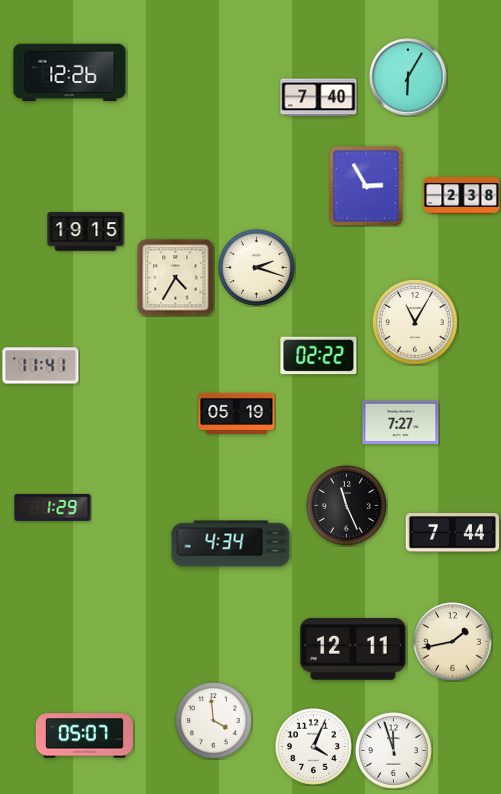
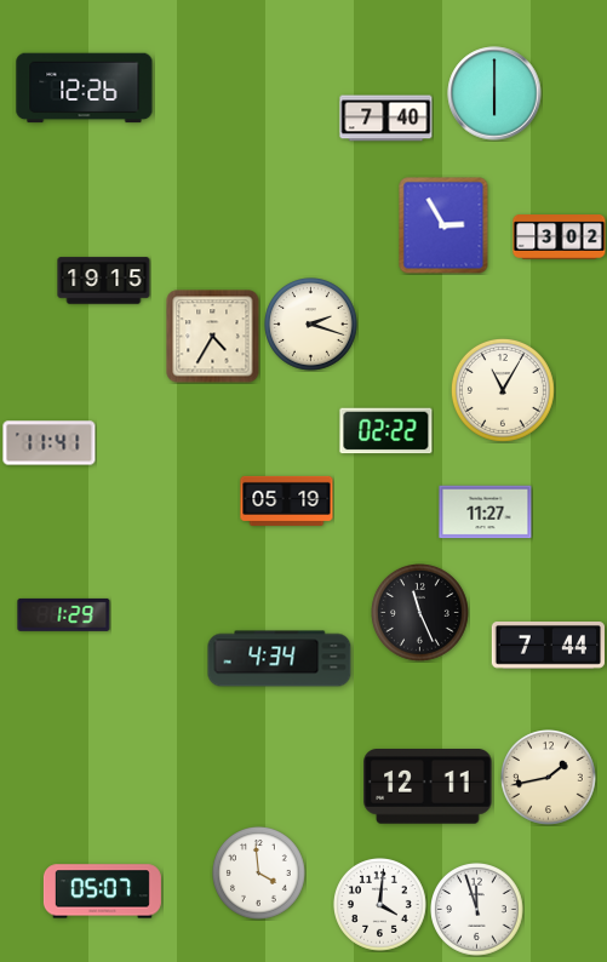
clock at (408, 77): 6:05 -> 6:00
clock at (462, 196): 2:38 -> 3:02
clock at (401, 423): 7:27 -> 11:27
clock at (314, 747): 4:04 -> 4:01
